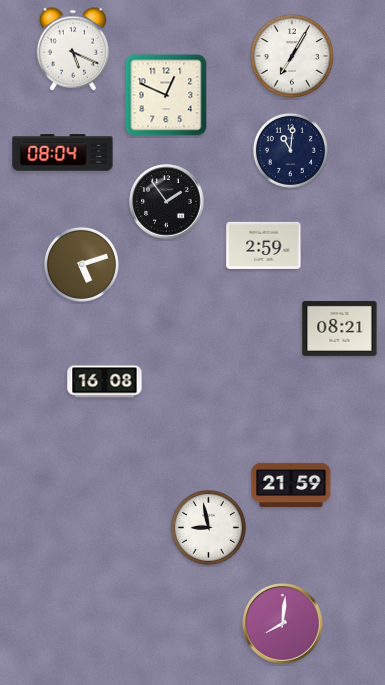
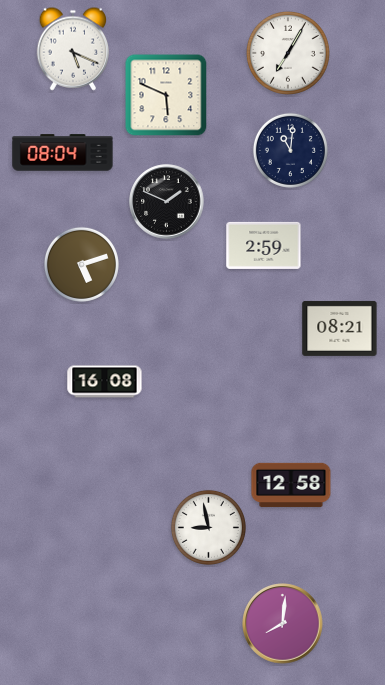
clock at (292, 56) position: (292, 56) -> (288, 53)
clock at (166, 95): 12:49 -> 5:49
clock at (167, 202): 1:54 -> 1:49
clock at (291, 485): 21:59 -> 12:58
